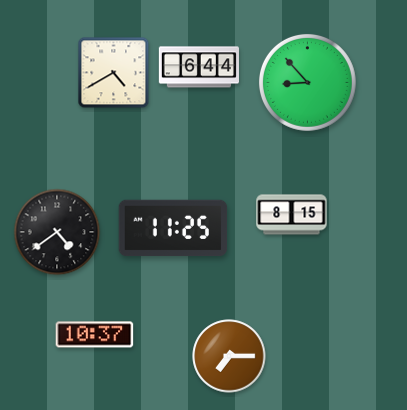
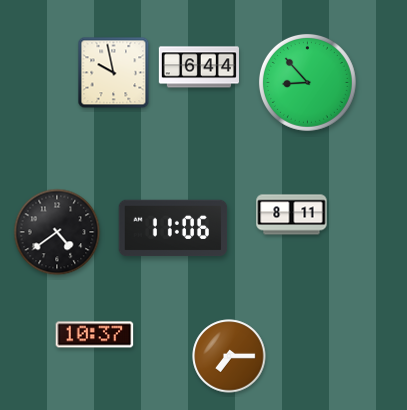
clock at (114, 73): 4:40 -> 9:58
clock at (292, 215): 8:15 -> 8:11
clock at (173, 228): 11:25 -> 11:06
